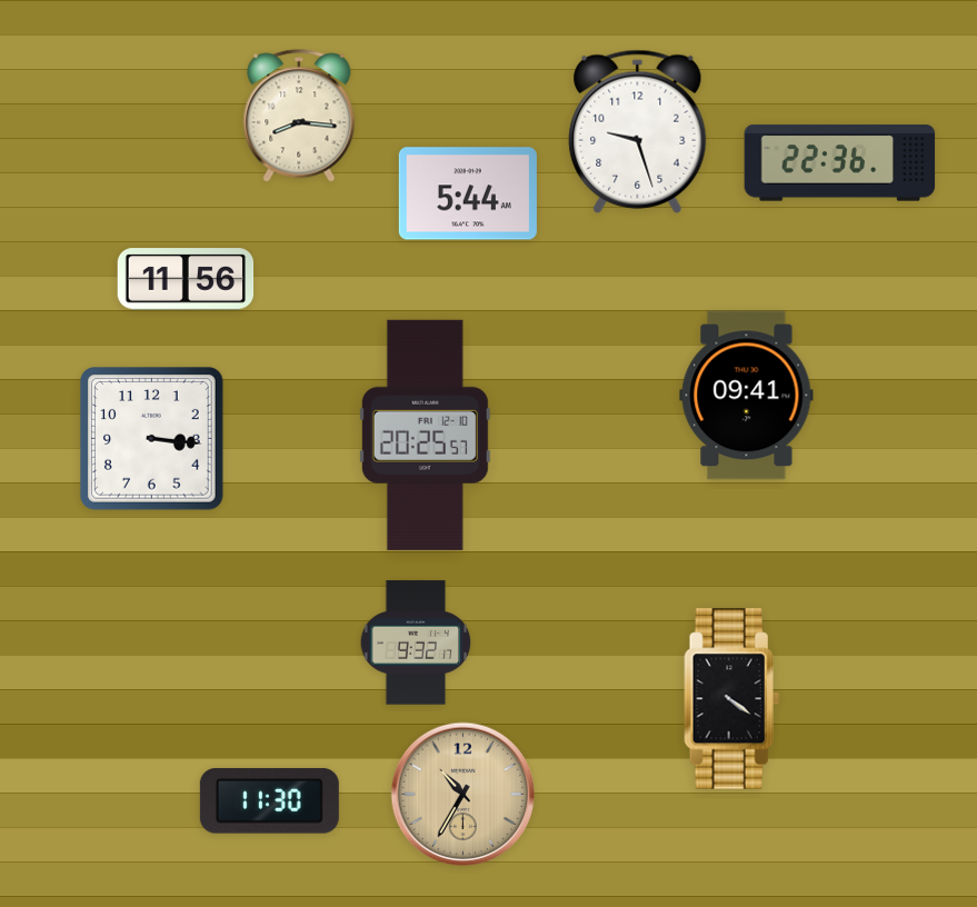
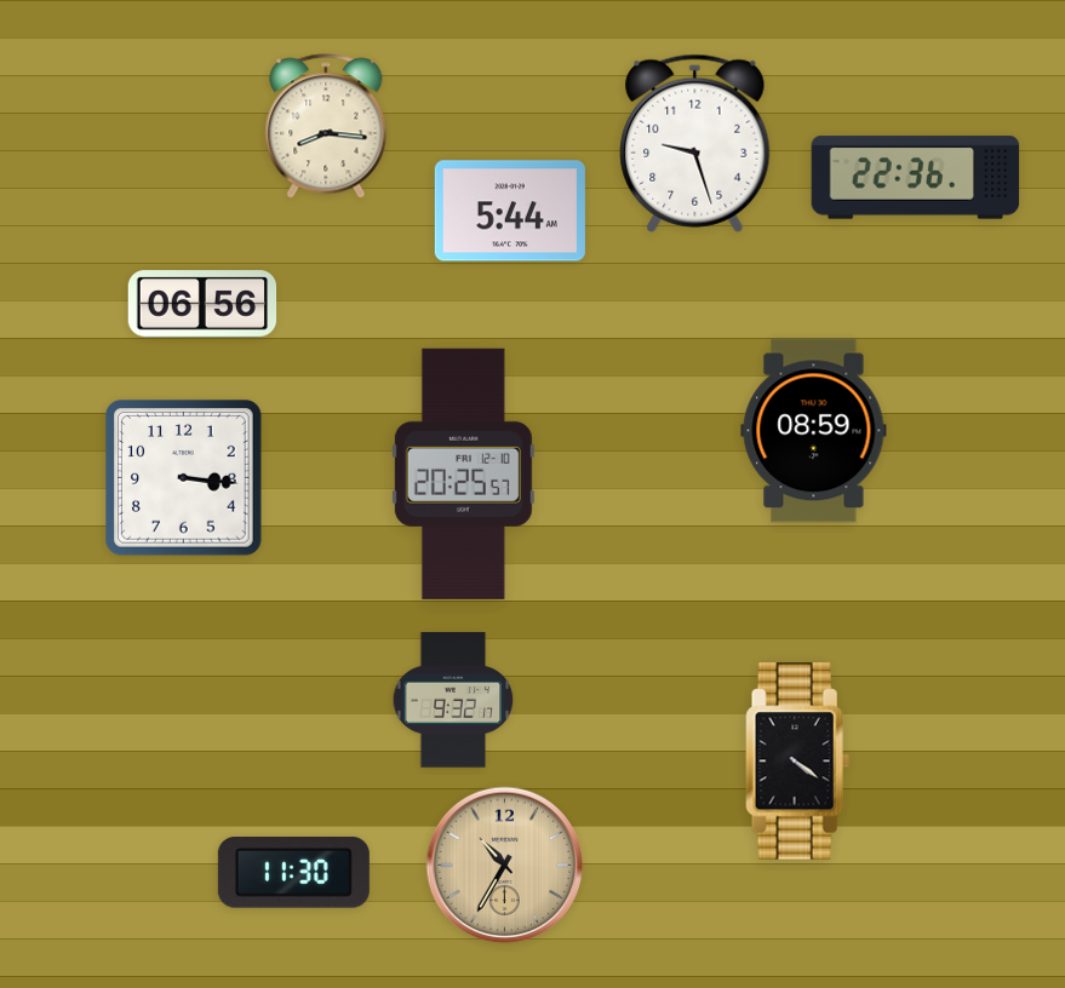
clock at (186, 279): 11:56 -> 06:56
clock at (747, 396): 09:41 -> 08:59
clock at (152, 439) position: (152, 439) -> (184, 478)
